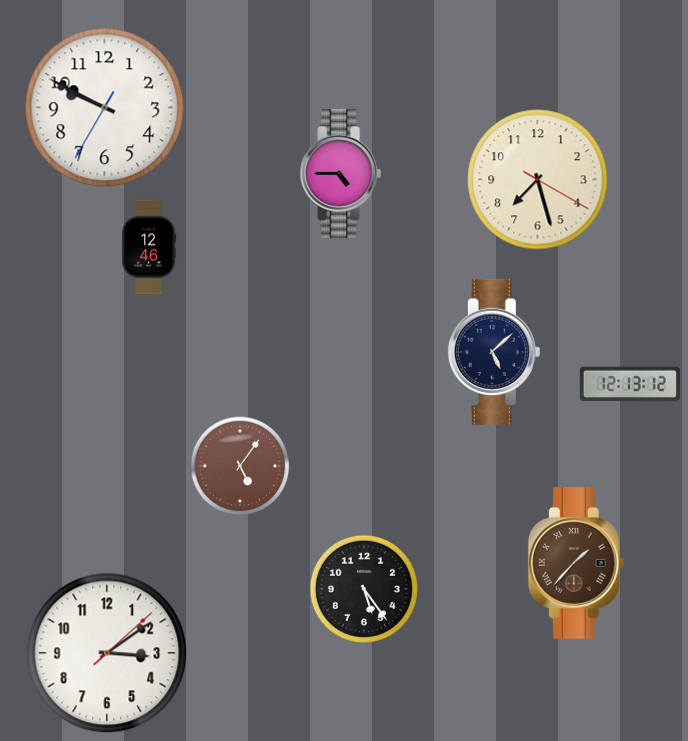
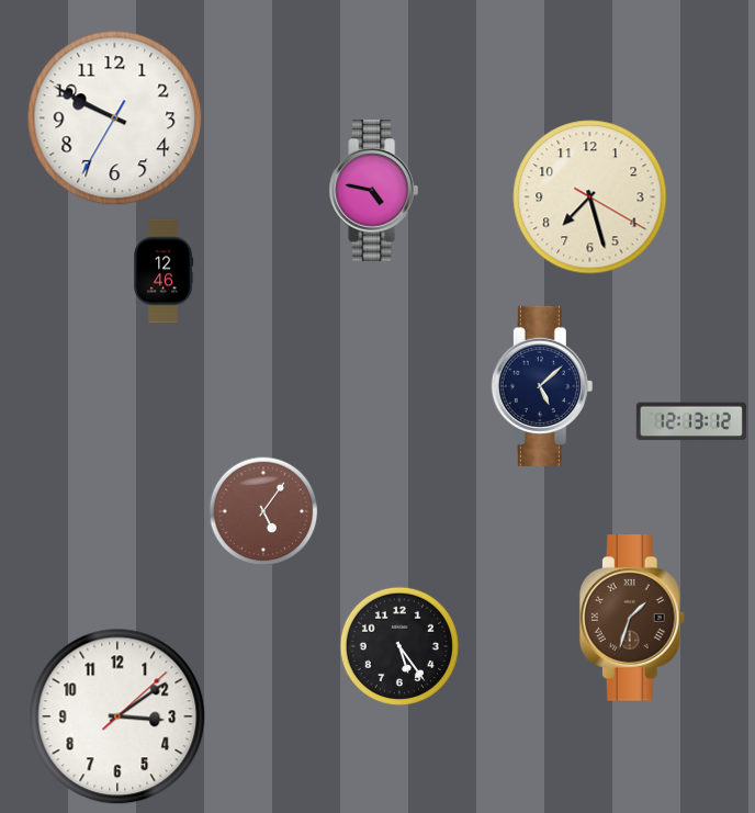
clock at (340, 174): 4:45 -> 4:47
clock at (576, 563): 1:37 -> 1:33
